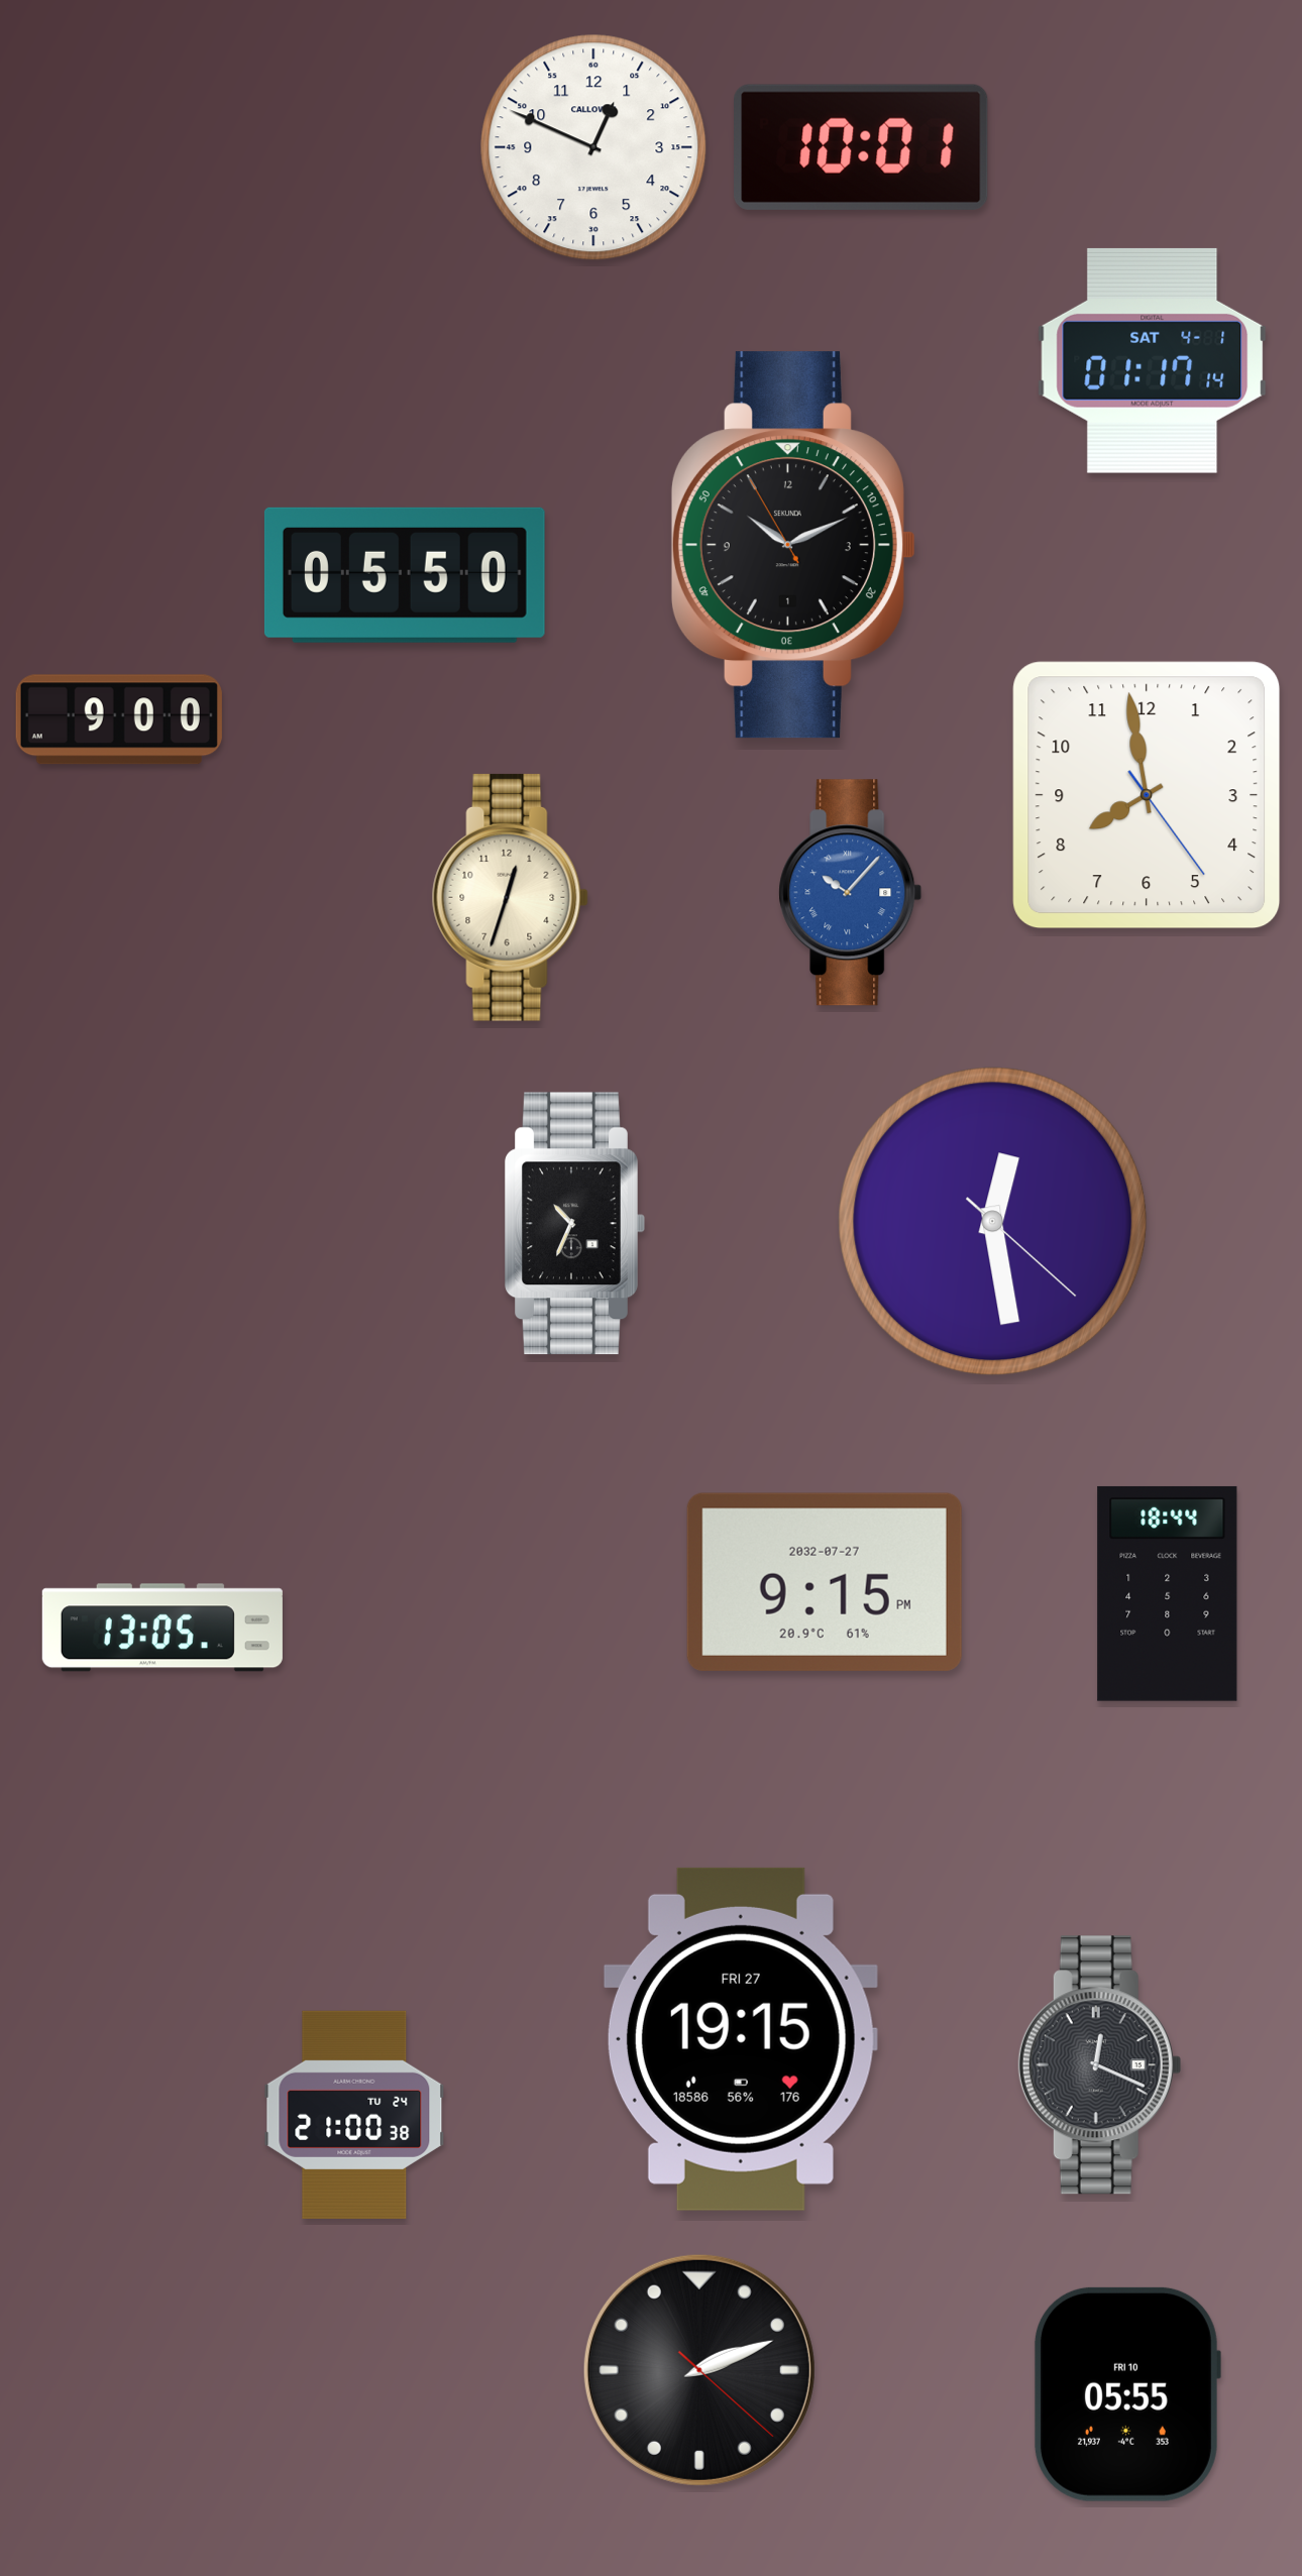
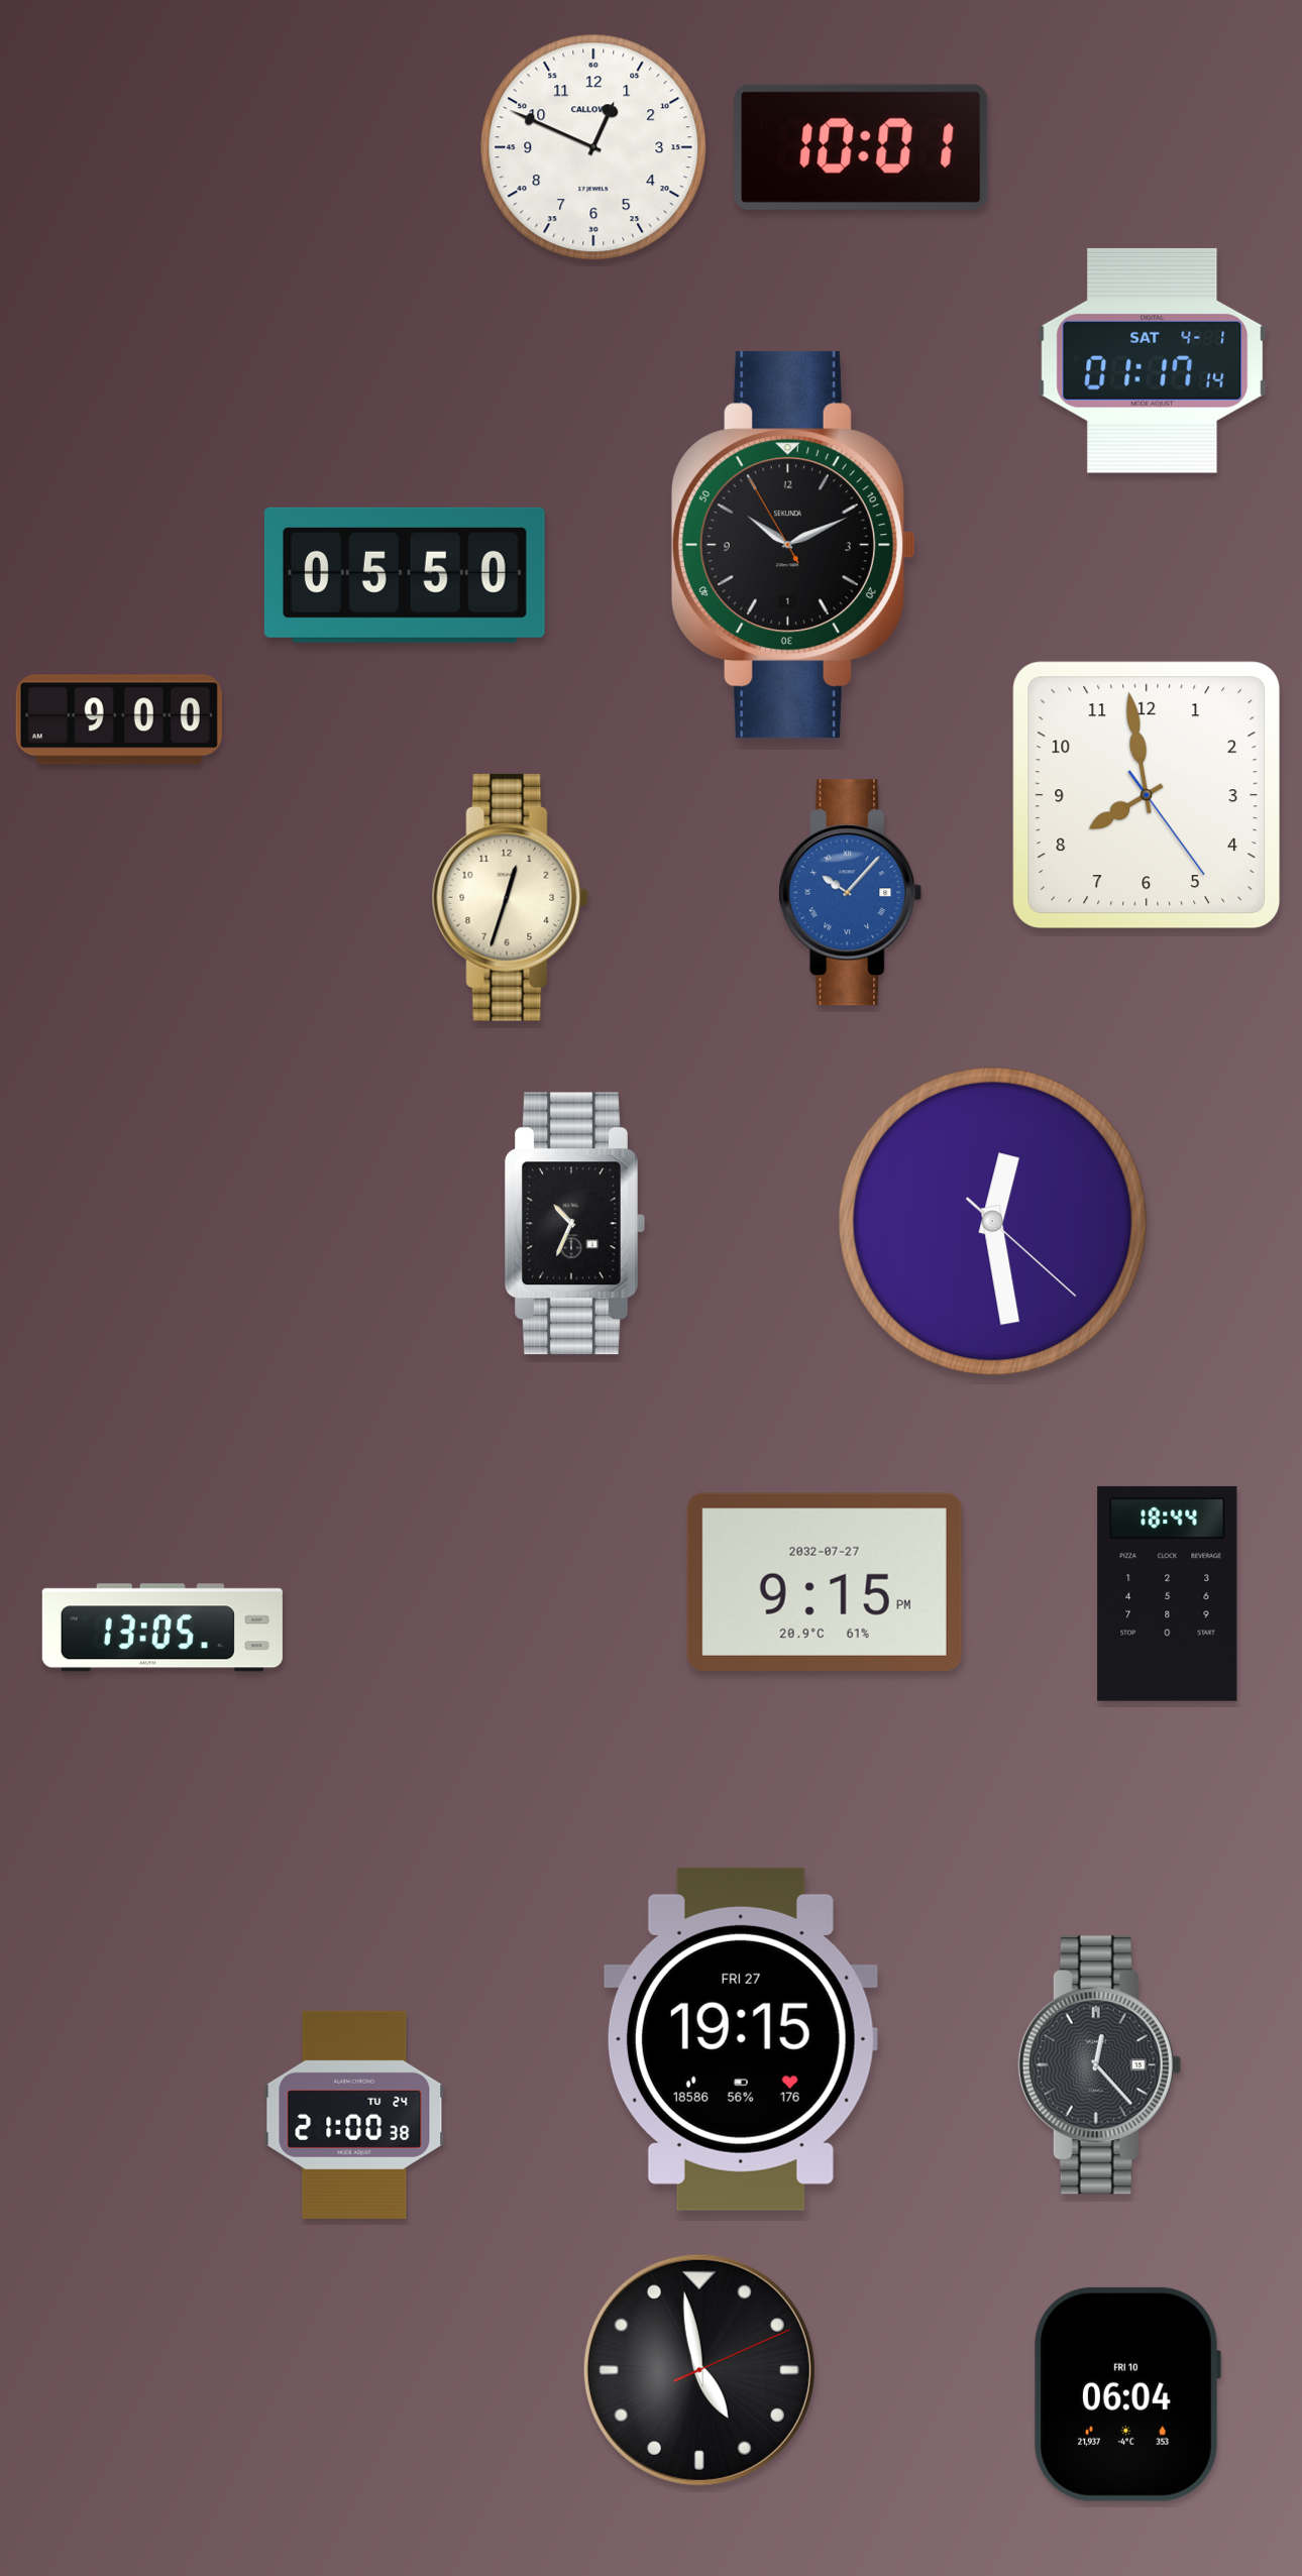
clock at (1099, 2065): 12:19 -> 12:23
clock at (699, 2370): 2:11 -> 4:58
clock at (1126, 2394): 05:55 -> 06:04
